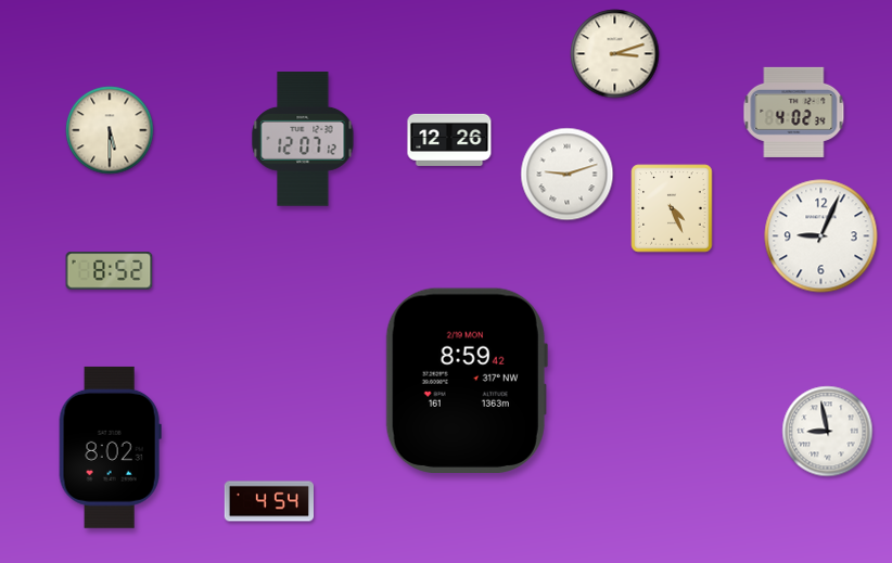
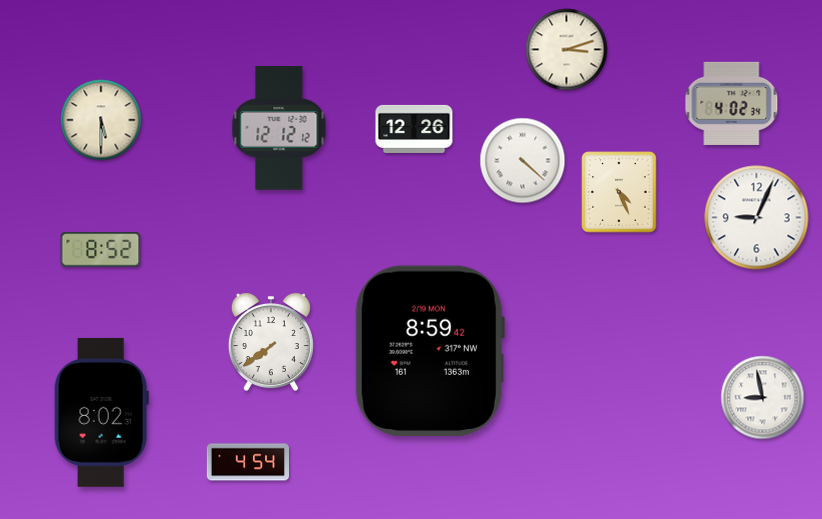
clock at (303, 140): 12:07 -> 12:12
clock at (568, 175): 9:12 -> 4:22
clock at (271, 342): none -> 7:39
